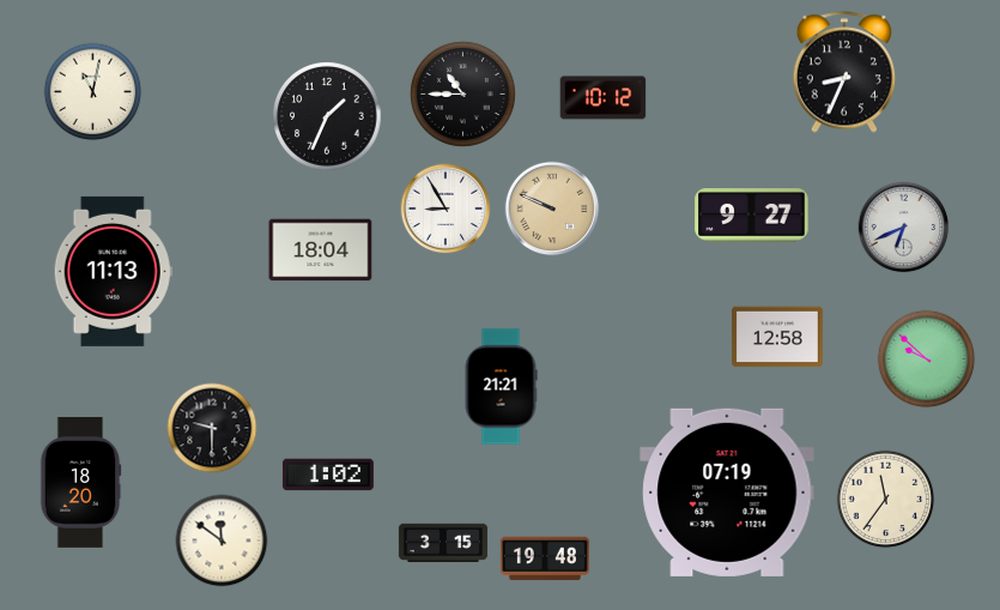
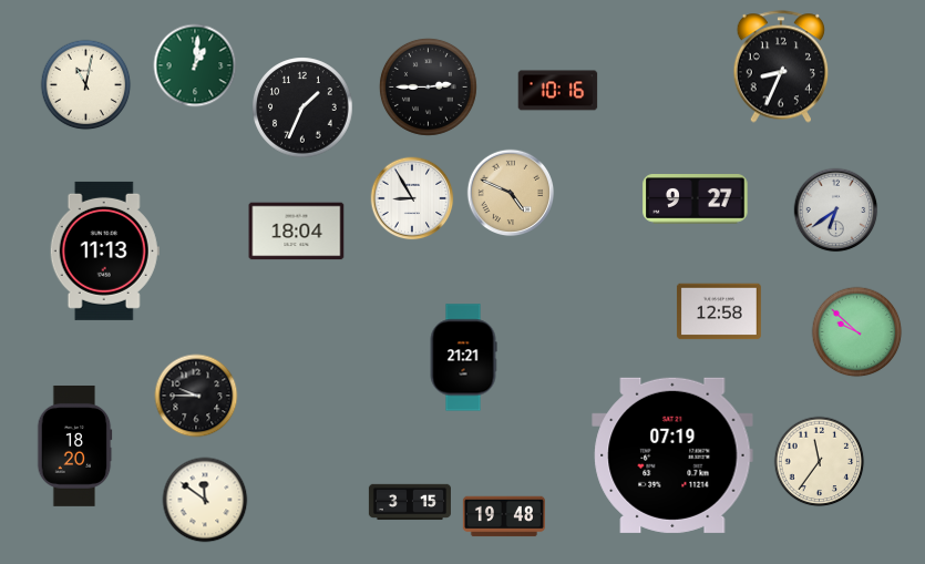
clock at (195, 65): none -> 1:01
clock at (462, 93): 10:45 -> 2:45
clock at (604, 98): 10:12 -> 10:16
clock at (446, 209) position: (446, 209) -> (412, 198)
clock at (552, 209): 9:49 -> 4:49
clock at (904, 228): 6:41 -> 6:39
clock at (212, 428): 9:30 -> 9:45
clock at (328, 475): 1:02 -> none
